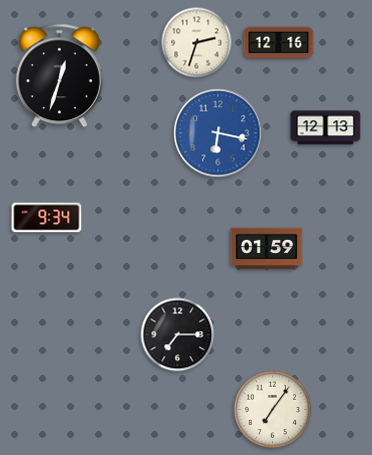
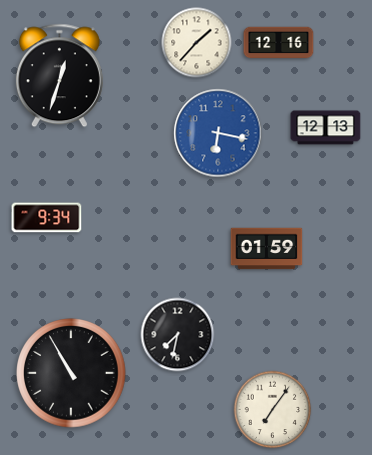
clock at (197, 43): 2:33 -> 1:37
clock at (178, 335): 7:15 -> 7:32
clock at (71, 373): none -> 10:55
